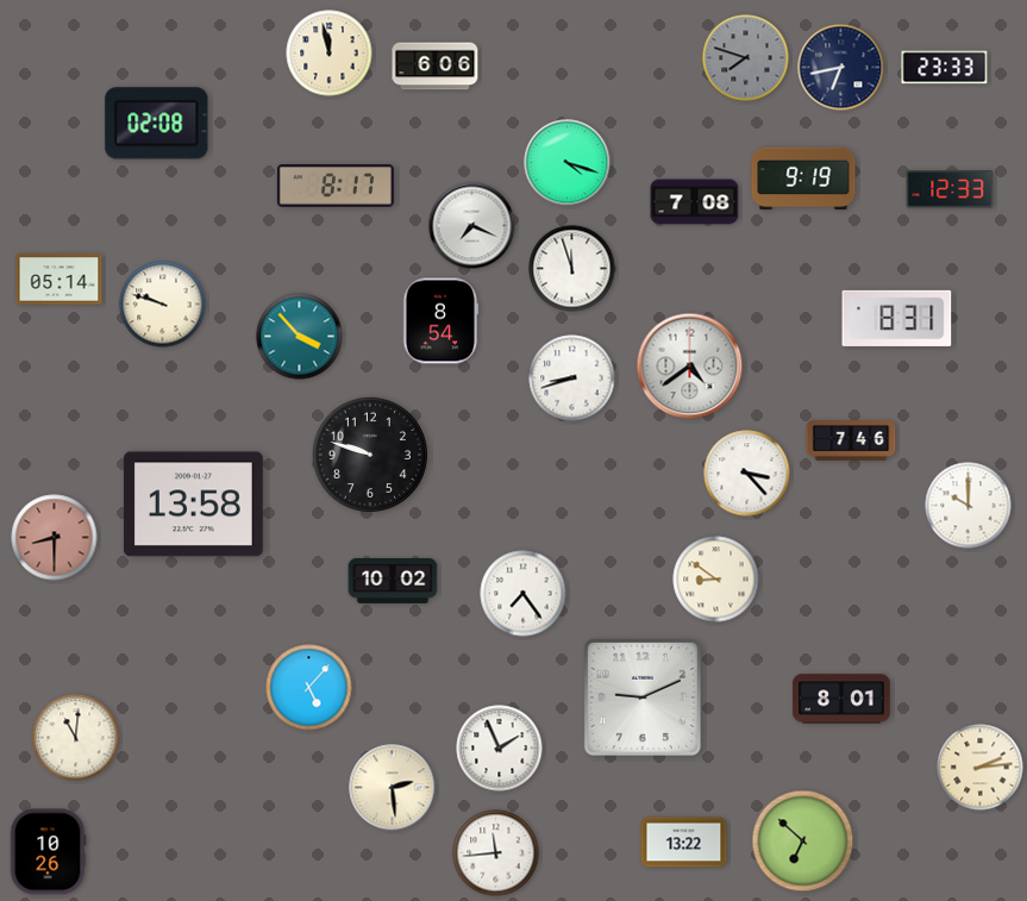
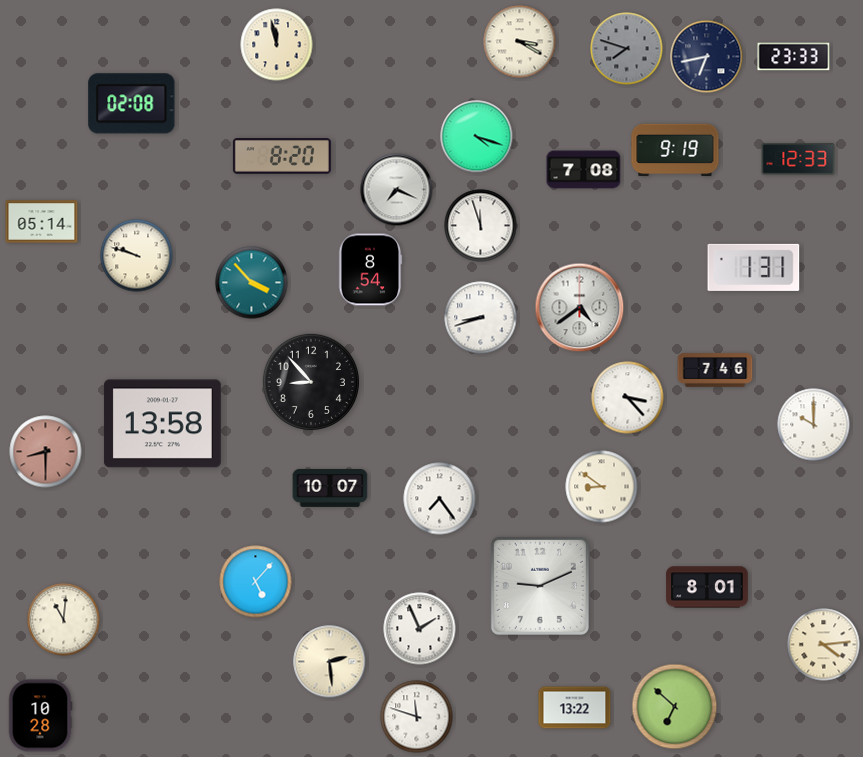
clock at (520, 42): none -> 3:20
clock at (436, 67): 6:06 -> none
clock at (336, 186): 8:17 -> 8:20
clock at (60, 280) position: (60, 280) -> (42, 222)
clock at (897, 318): 8:31 -> 1:31
clock at (370, 455): 9:48 -> 8:53
clock at (393, 581): 10:02 -> 10:07
clock at (309, 688) position: (309, 688) -> (256, 582)
clock at (981, 768): 2:14 -> 4:14
clock at (48, 852): 10:26 -> 10:28
clock at (496, 853): 11:44 -> 11:48
